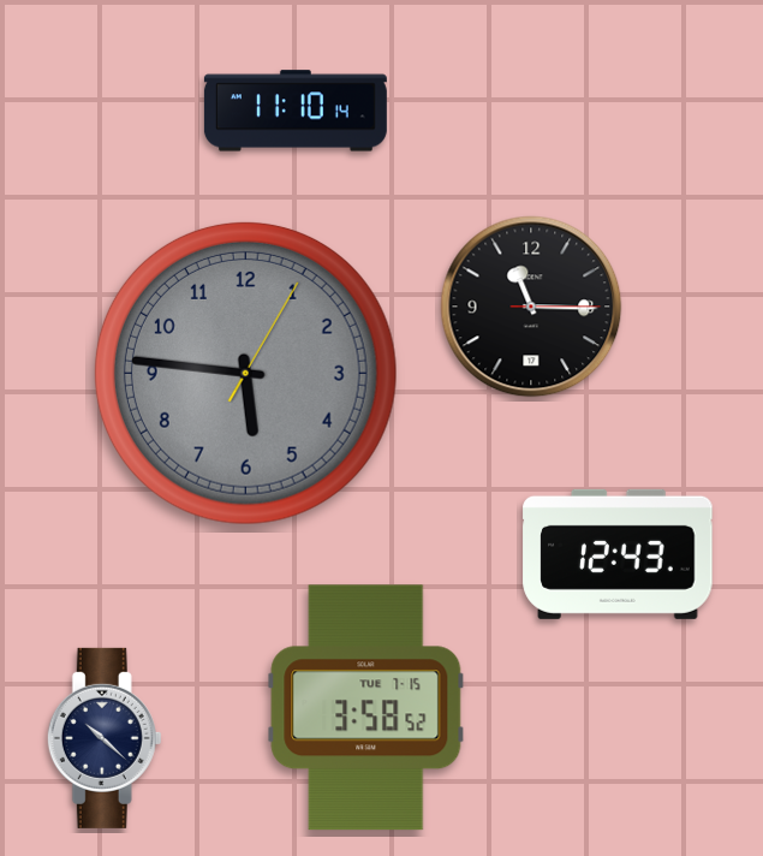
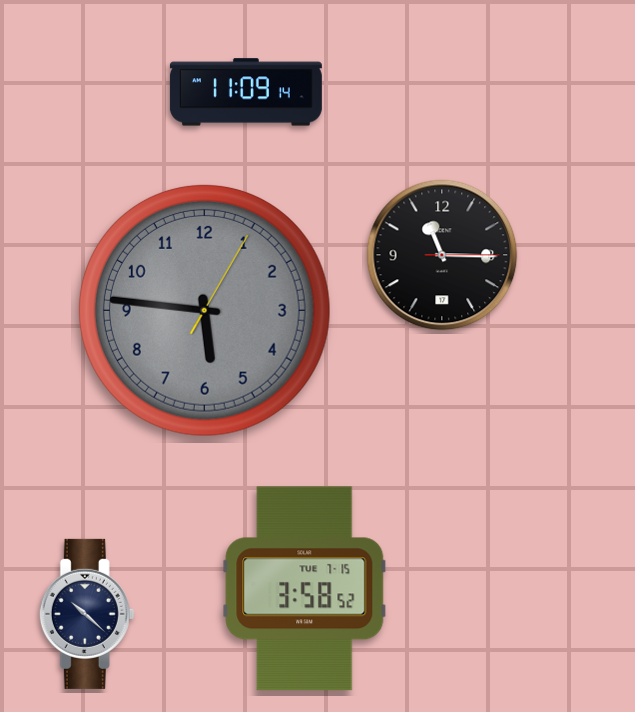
clock at (296, 111): 11:10 -> 11:09
clock at (618, 554): 12:43 -> none
